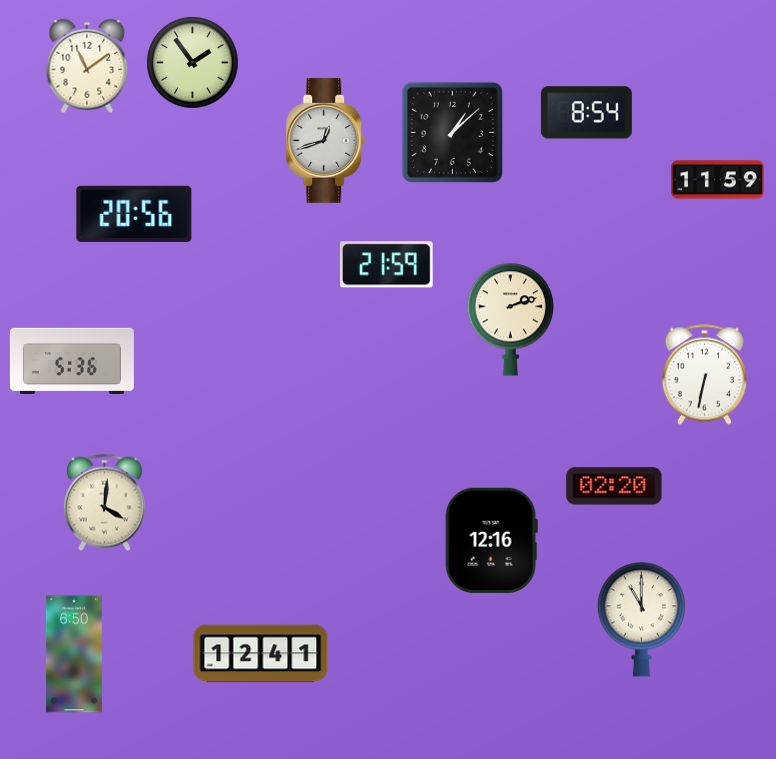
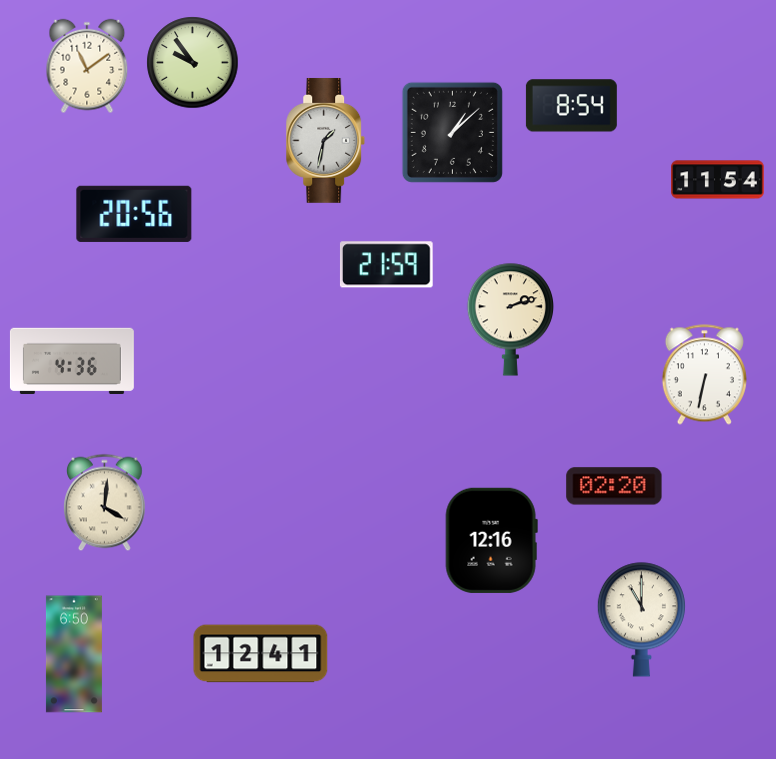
clock at (193, 63): 1:54 -> 9:54
clock at (586, 113) position: (586, 113) -> (571, 106)
clock at (326, 140): 12:42 -> 1:32
clock at (718, 180): 11:59 -> 11:54
clock at (72, 360): 5:36 -> 4:36
